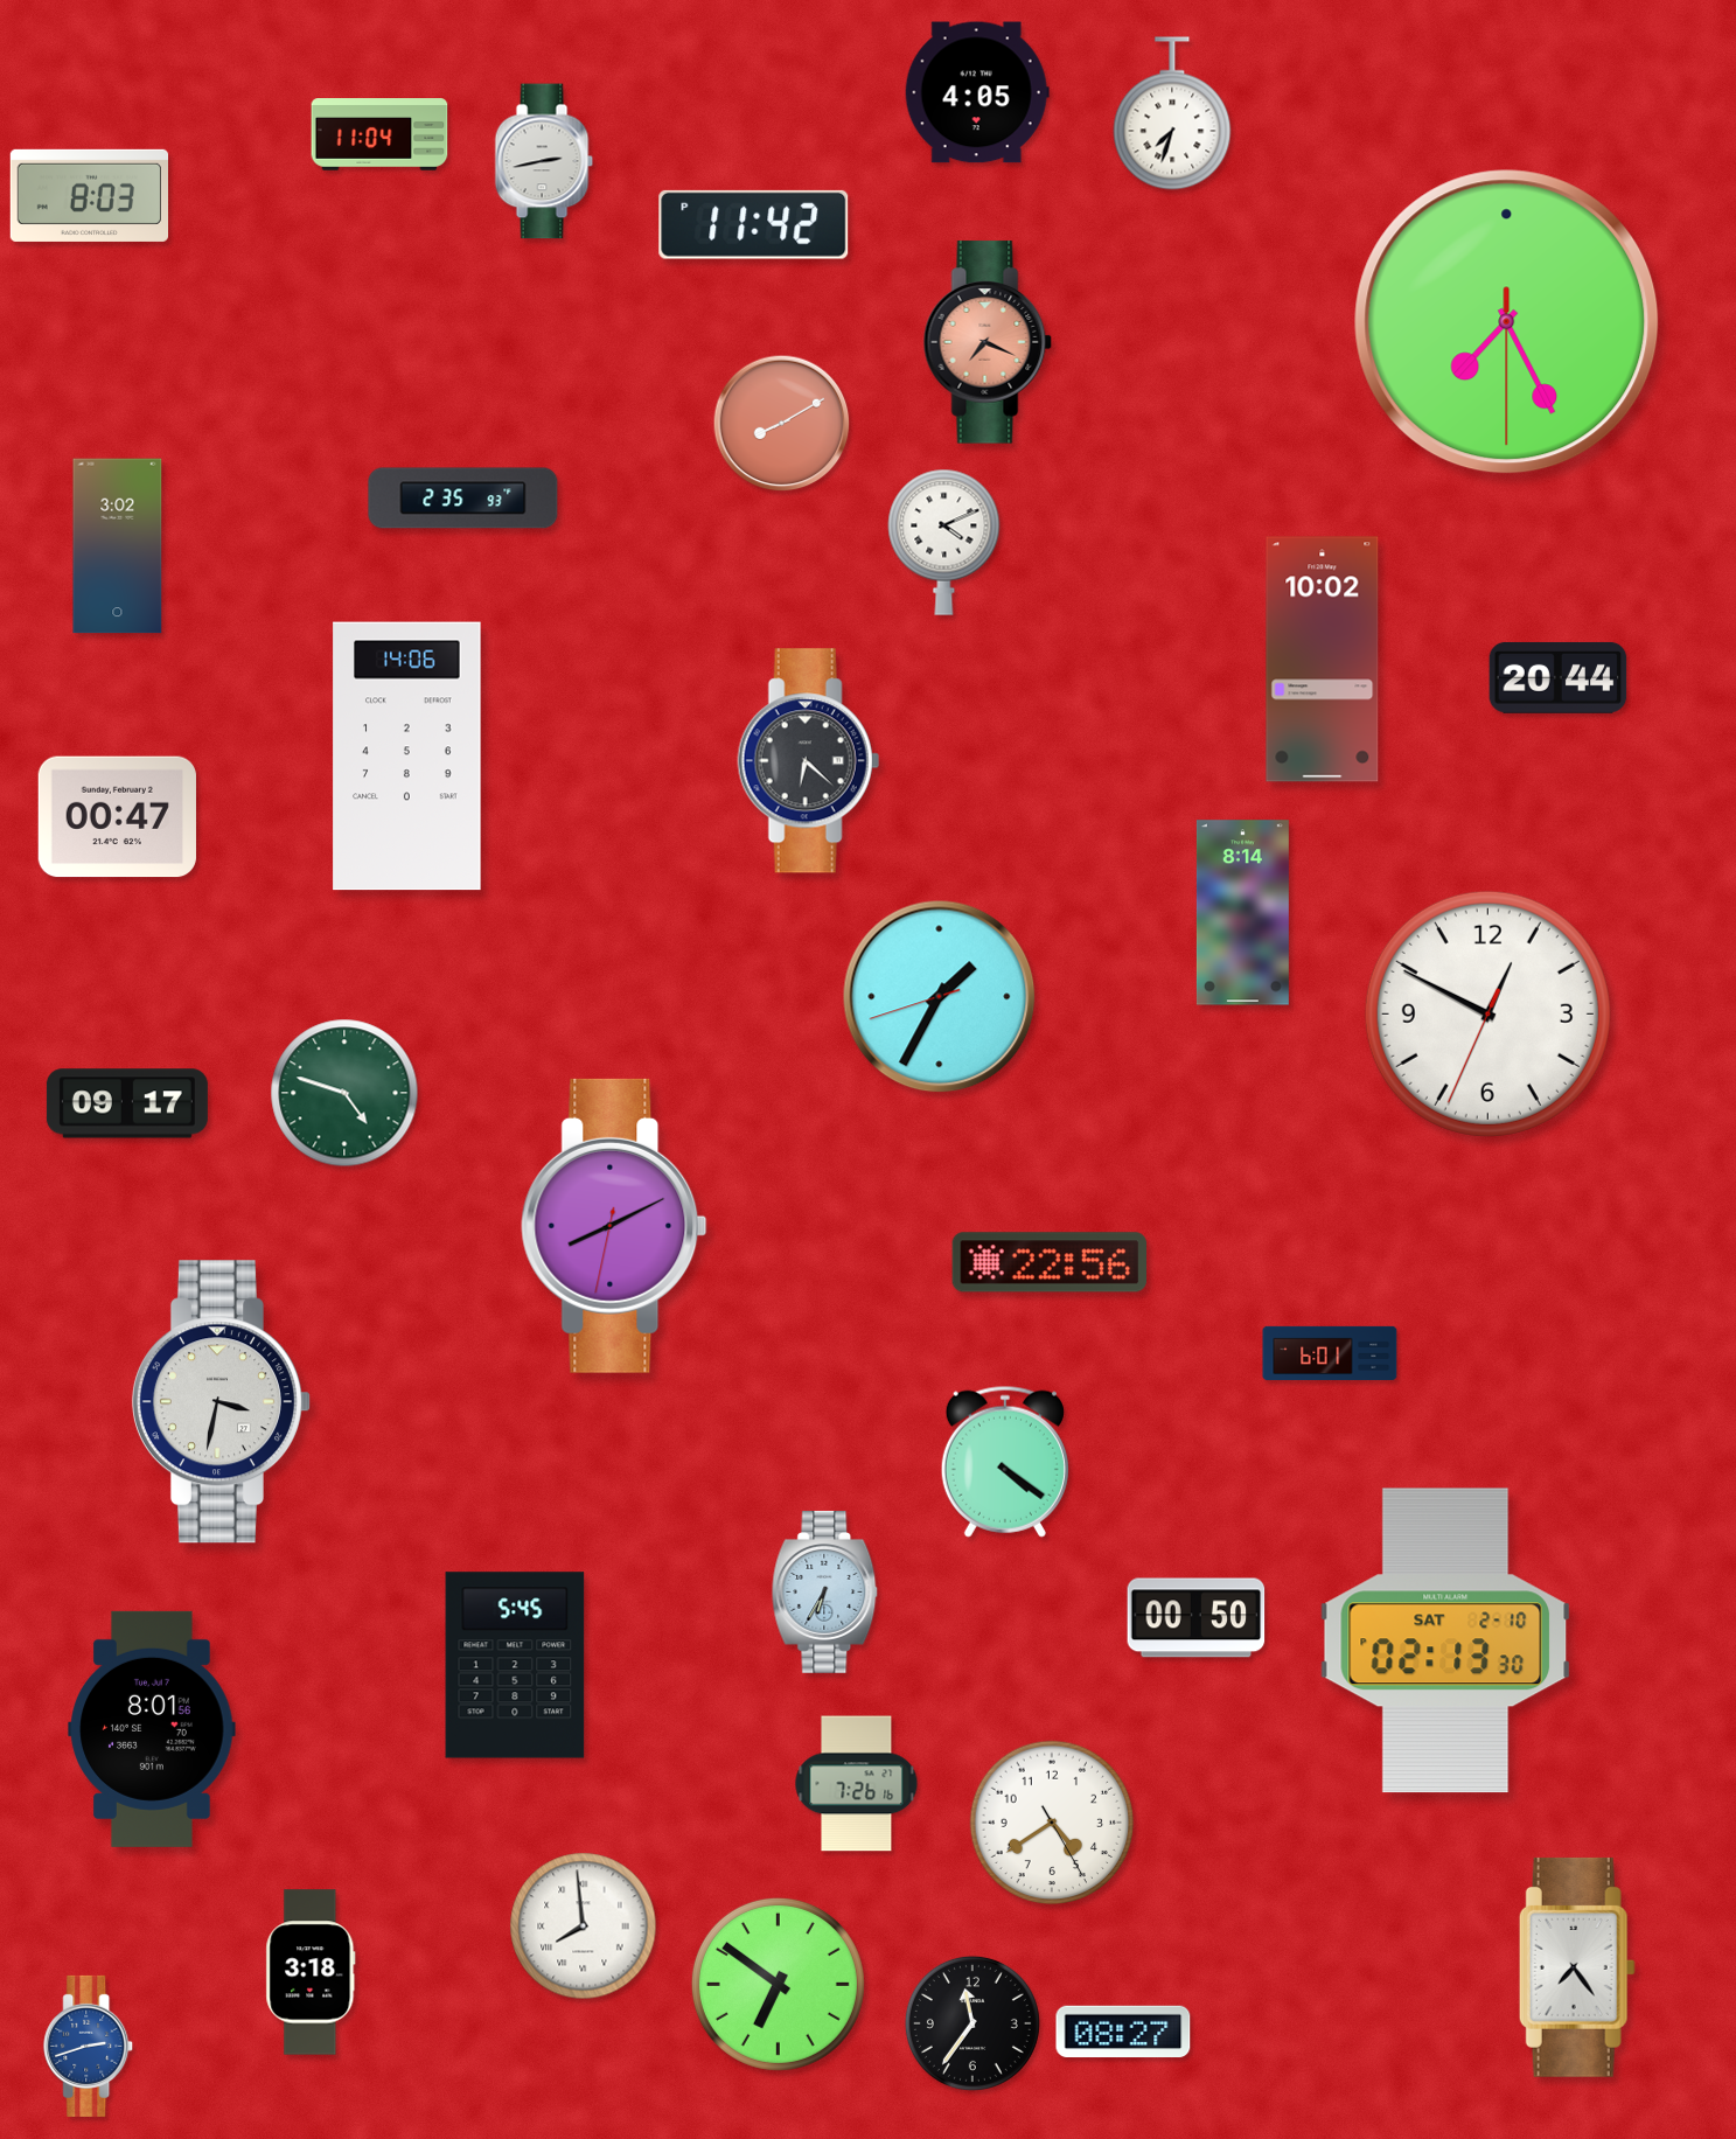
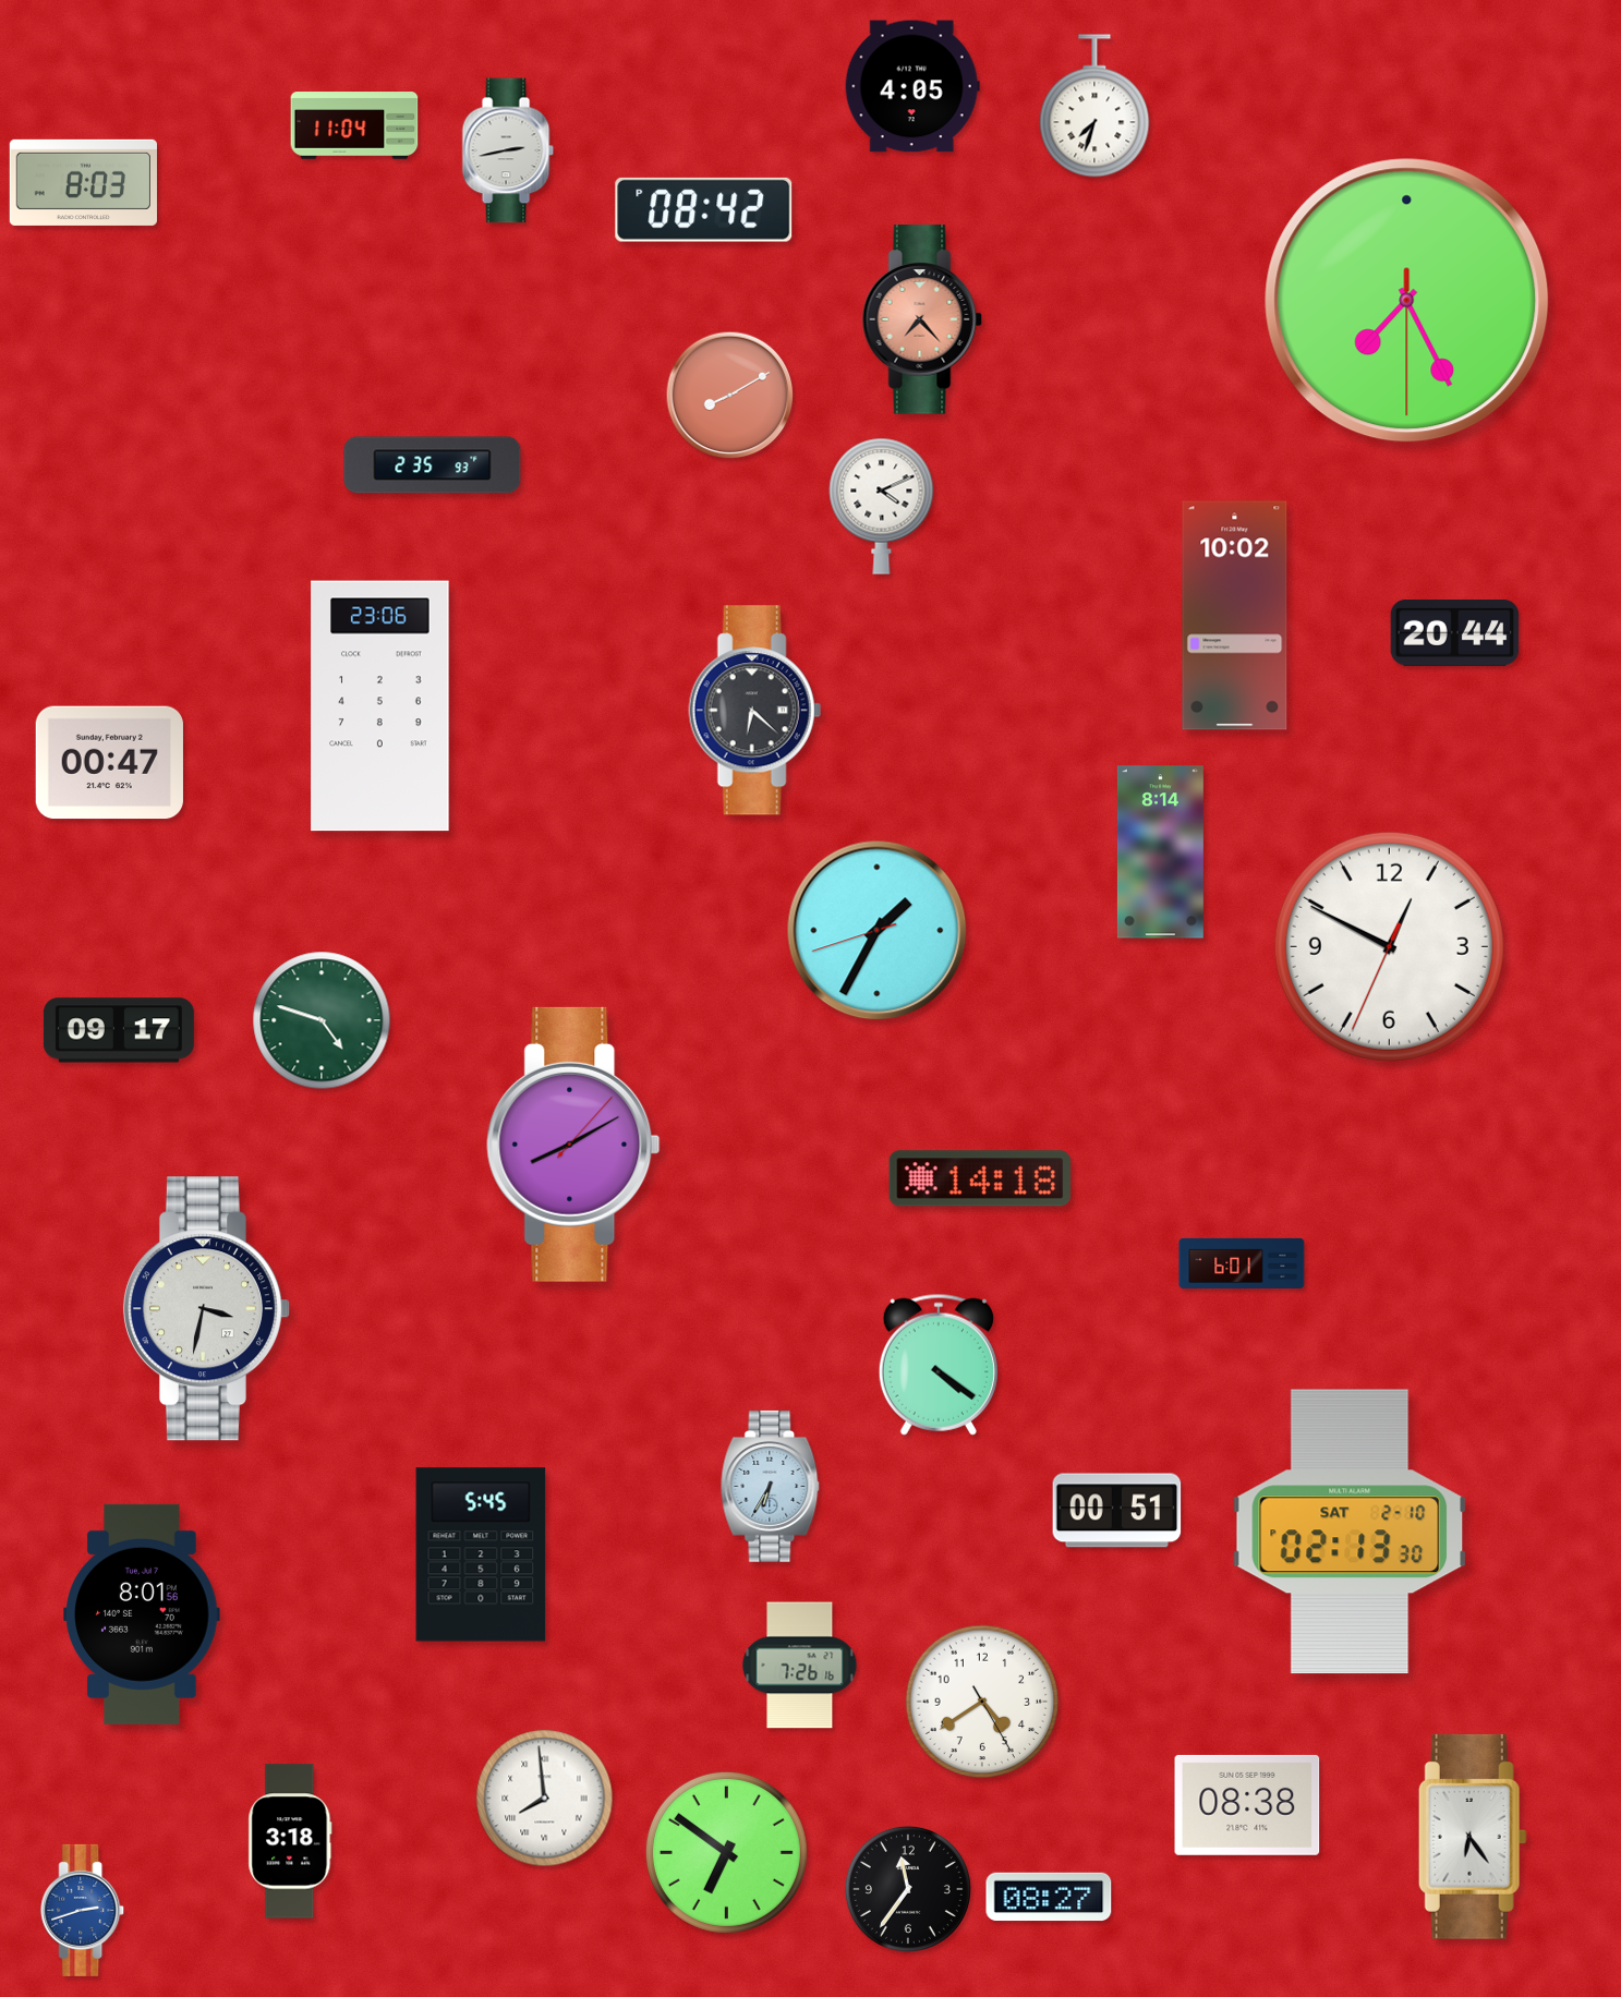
clock at (754, 224): 11:42 -> 08:42
clock at (988, 342): 7:19 -> 7:23
clock at (118, 546): 3:02 -> none
clock at (407, 757): 14:06 -> 23:06
clock at (614, 1226): 8:10:32 -> 8:10:07
clock at (1050, 1262): 22:56 -> 14:18
clock at (1197, 1618): 00:50 -> 00:51
clock at (1247, 1805): none -> 08:38
clock at (1577, 1967): 7:24 -> 6:24
